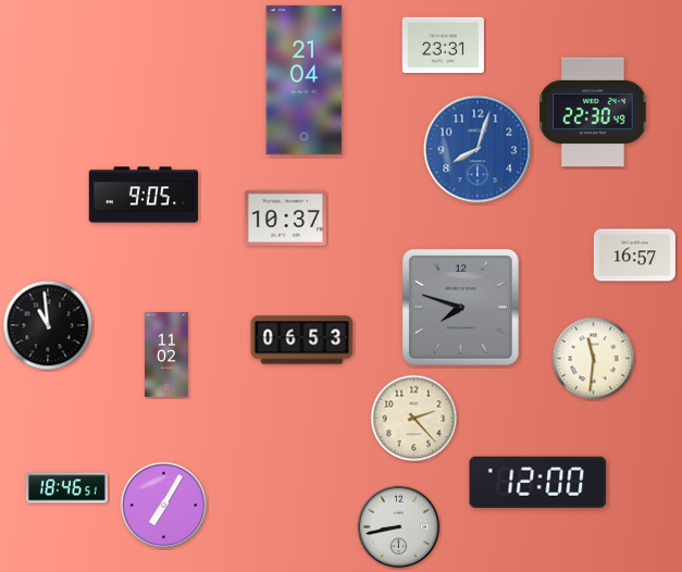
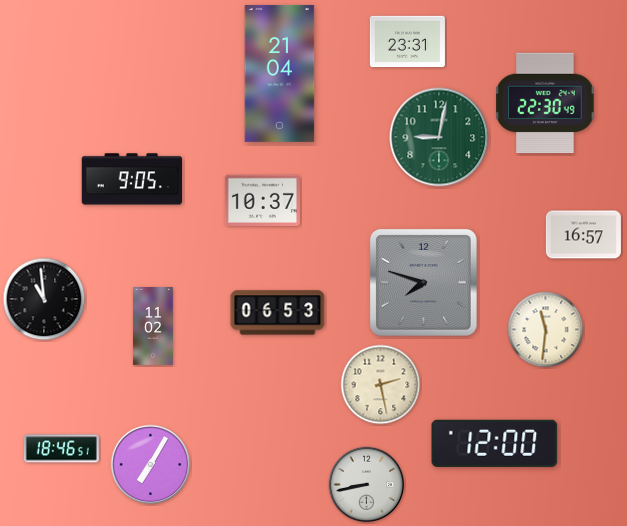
clock at (478, 149): 8:03 -> 9:02
clock at (478, 149) dial: blue -> green
clock at (414, 419): 2:23 -> 2:28
